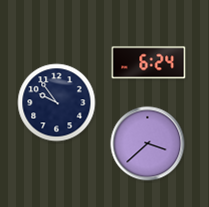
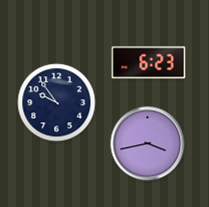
clock at (149, 63): 6:24 -> 6:23
clock at (148, 144): 3:38 -> 3:43
